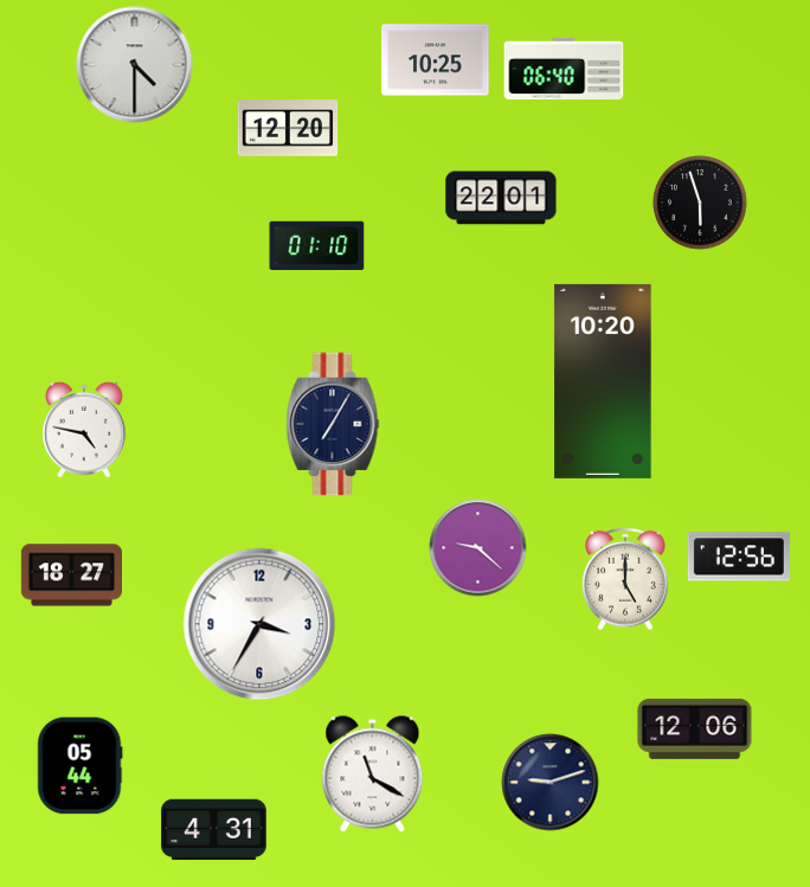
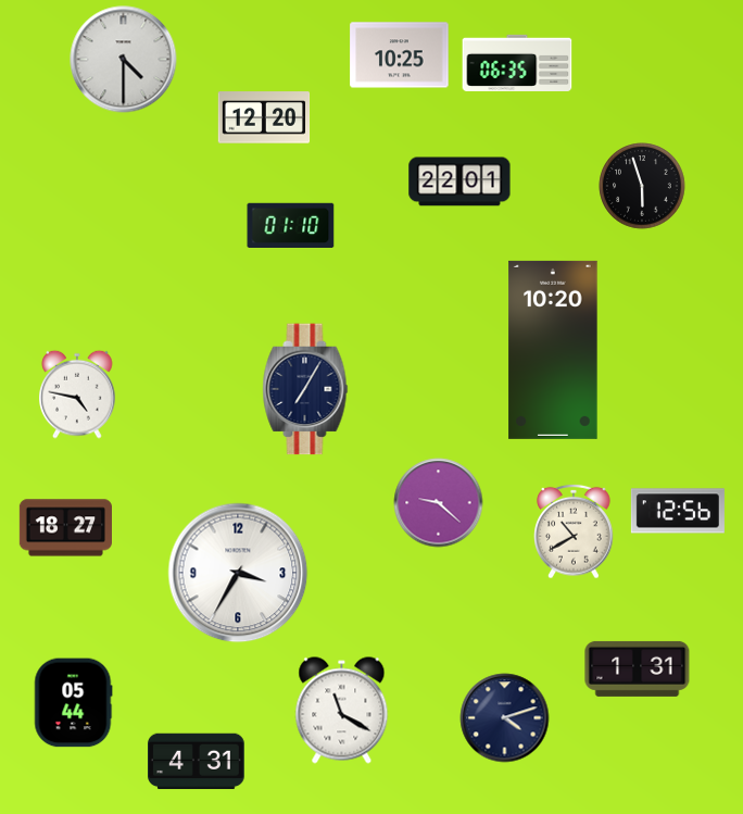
clock at (564, 69): 06:40 -> 06:35
clock at (625, 579): 5:00 -> 10:40
clock at (695, 728): 12:06 -> 1:31
clock at (551, 783): 9:12 -> 4:12
